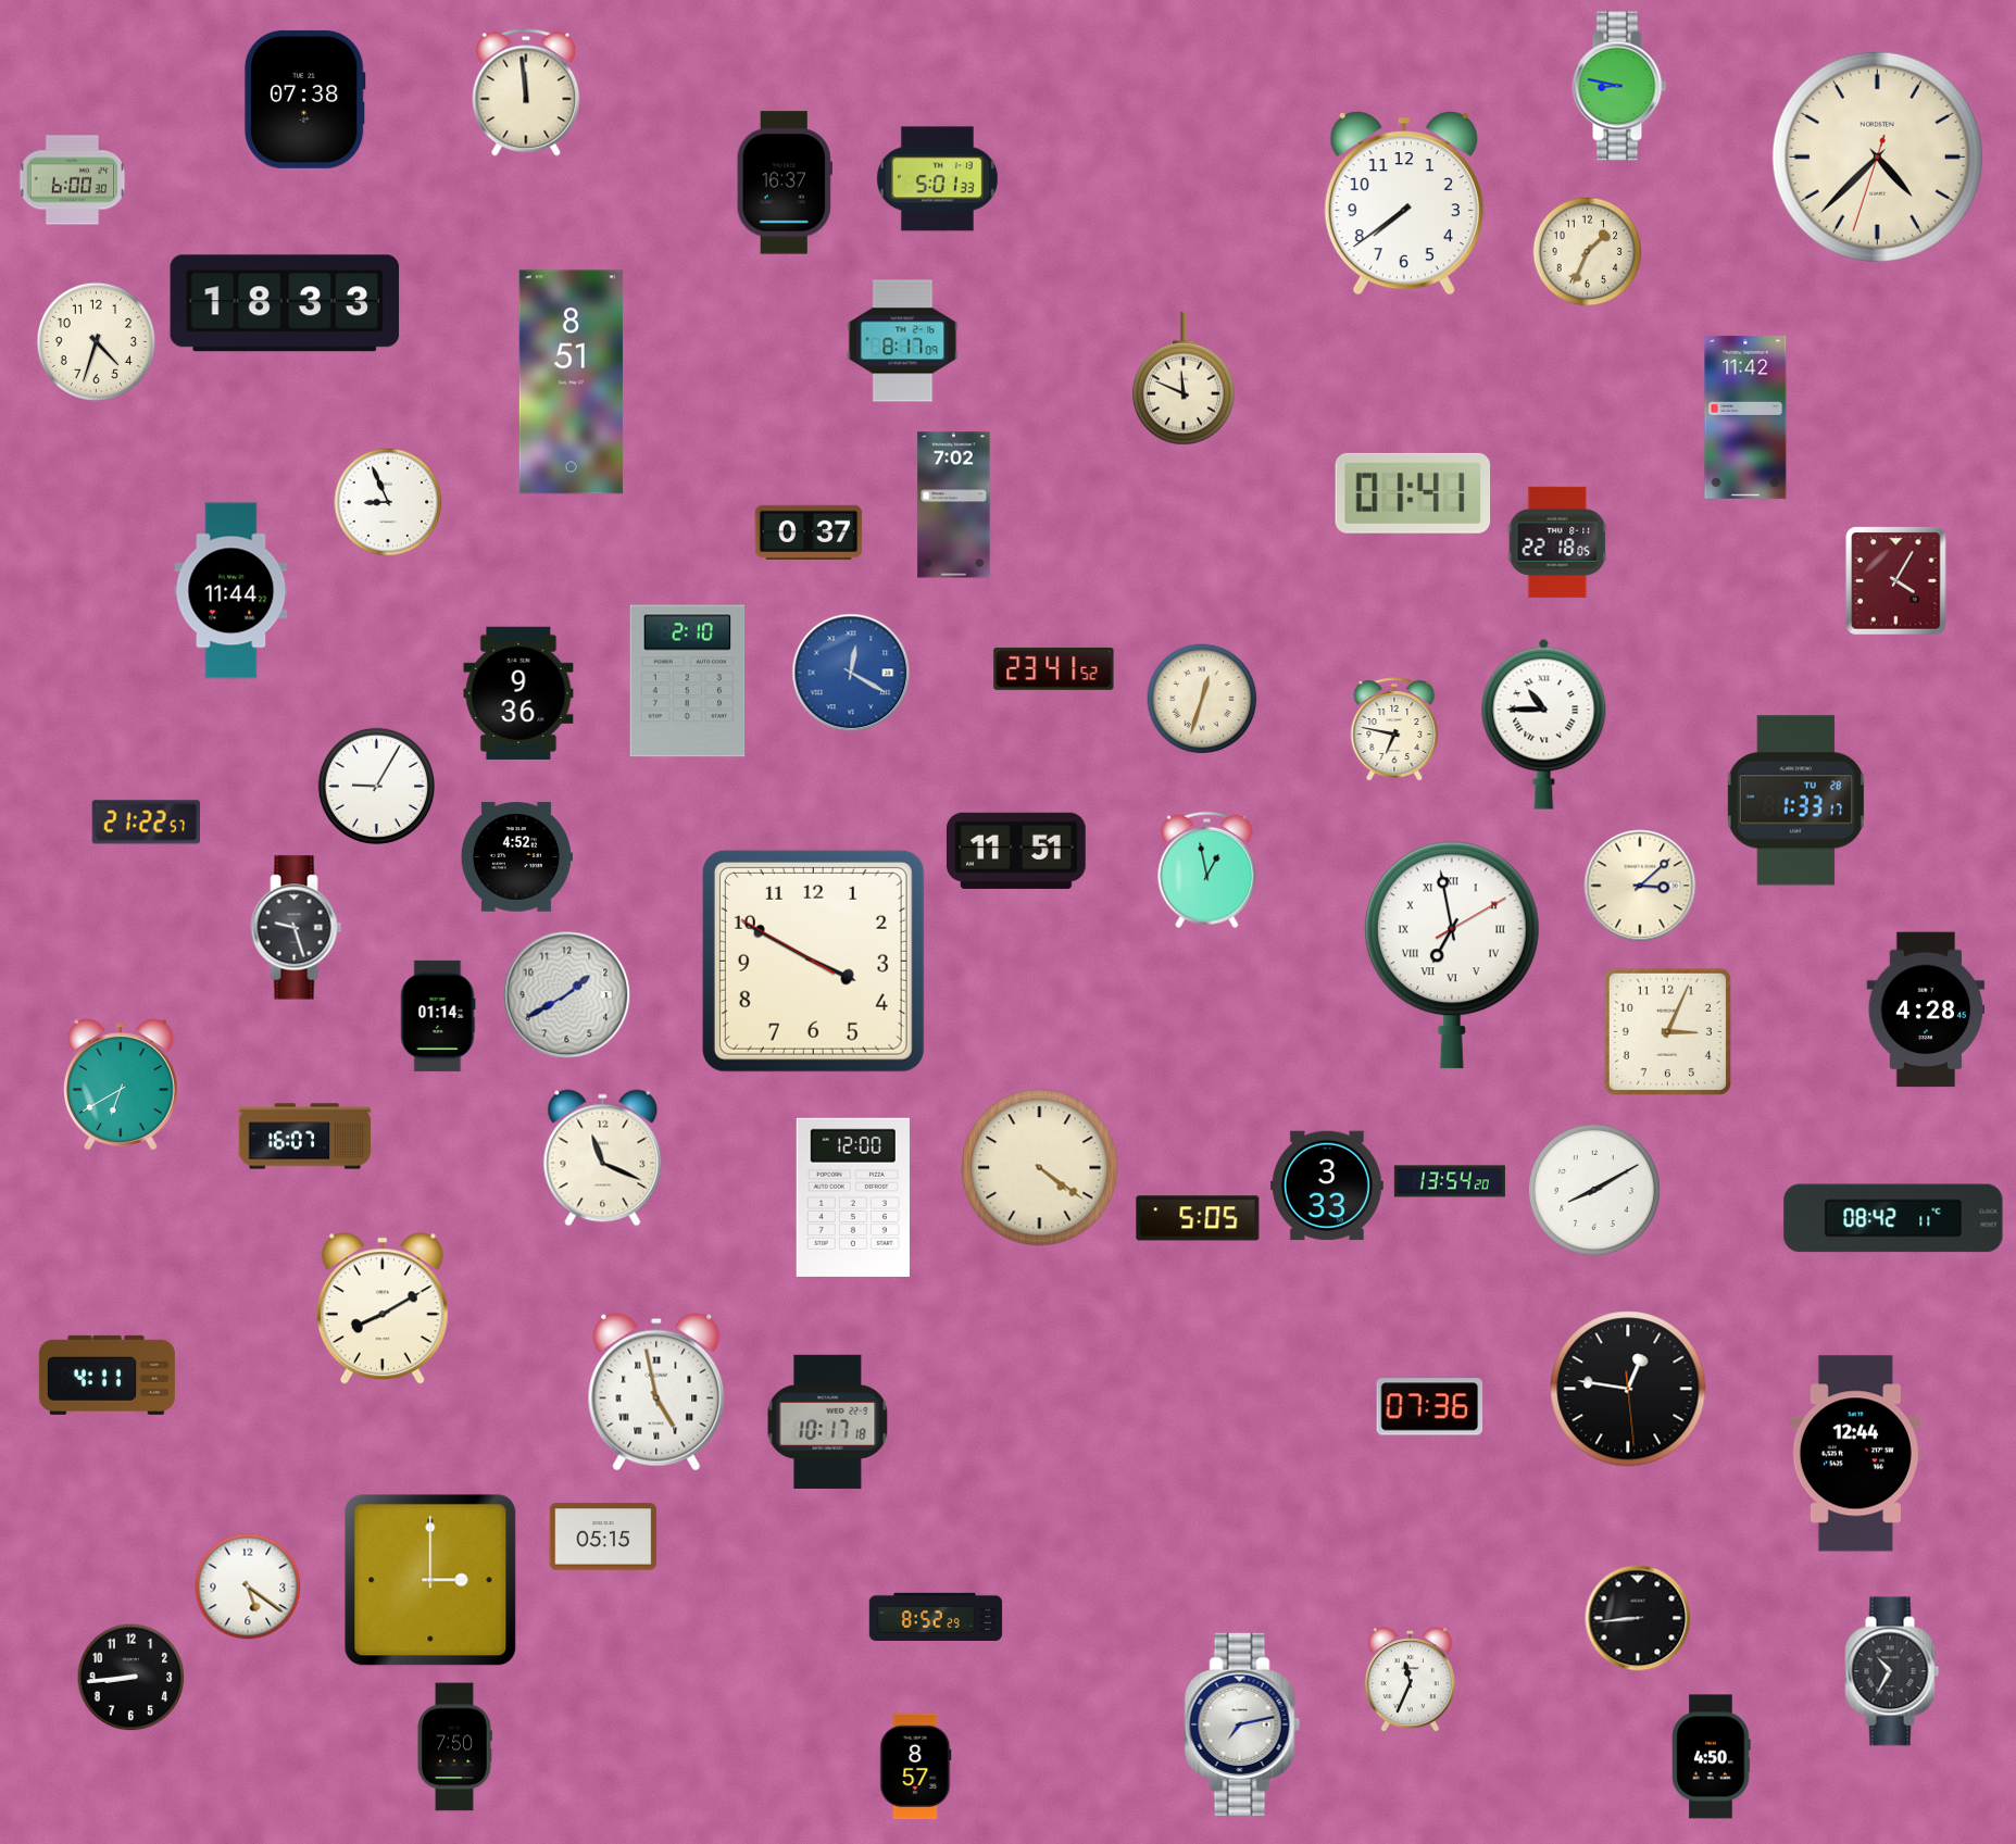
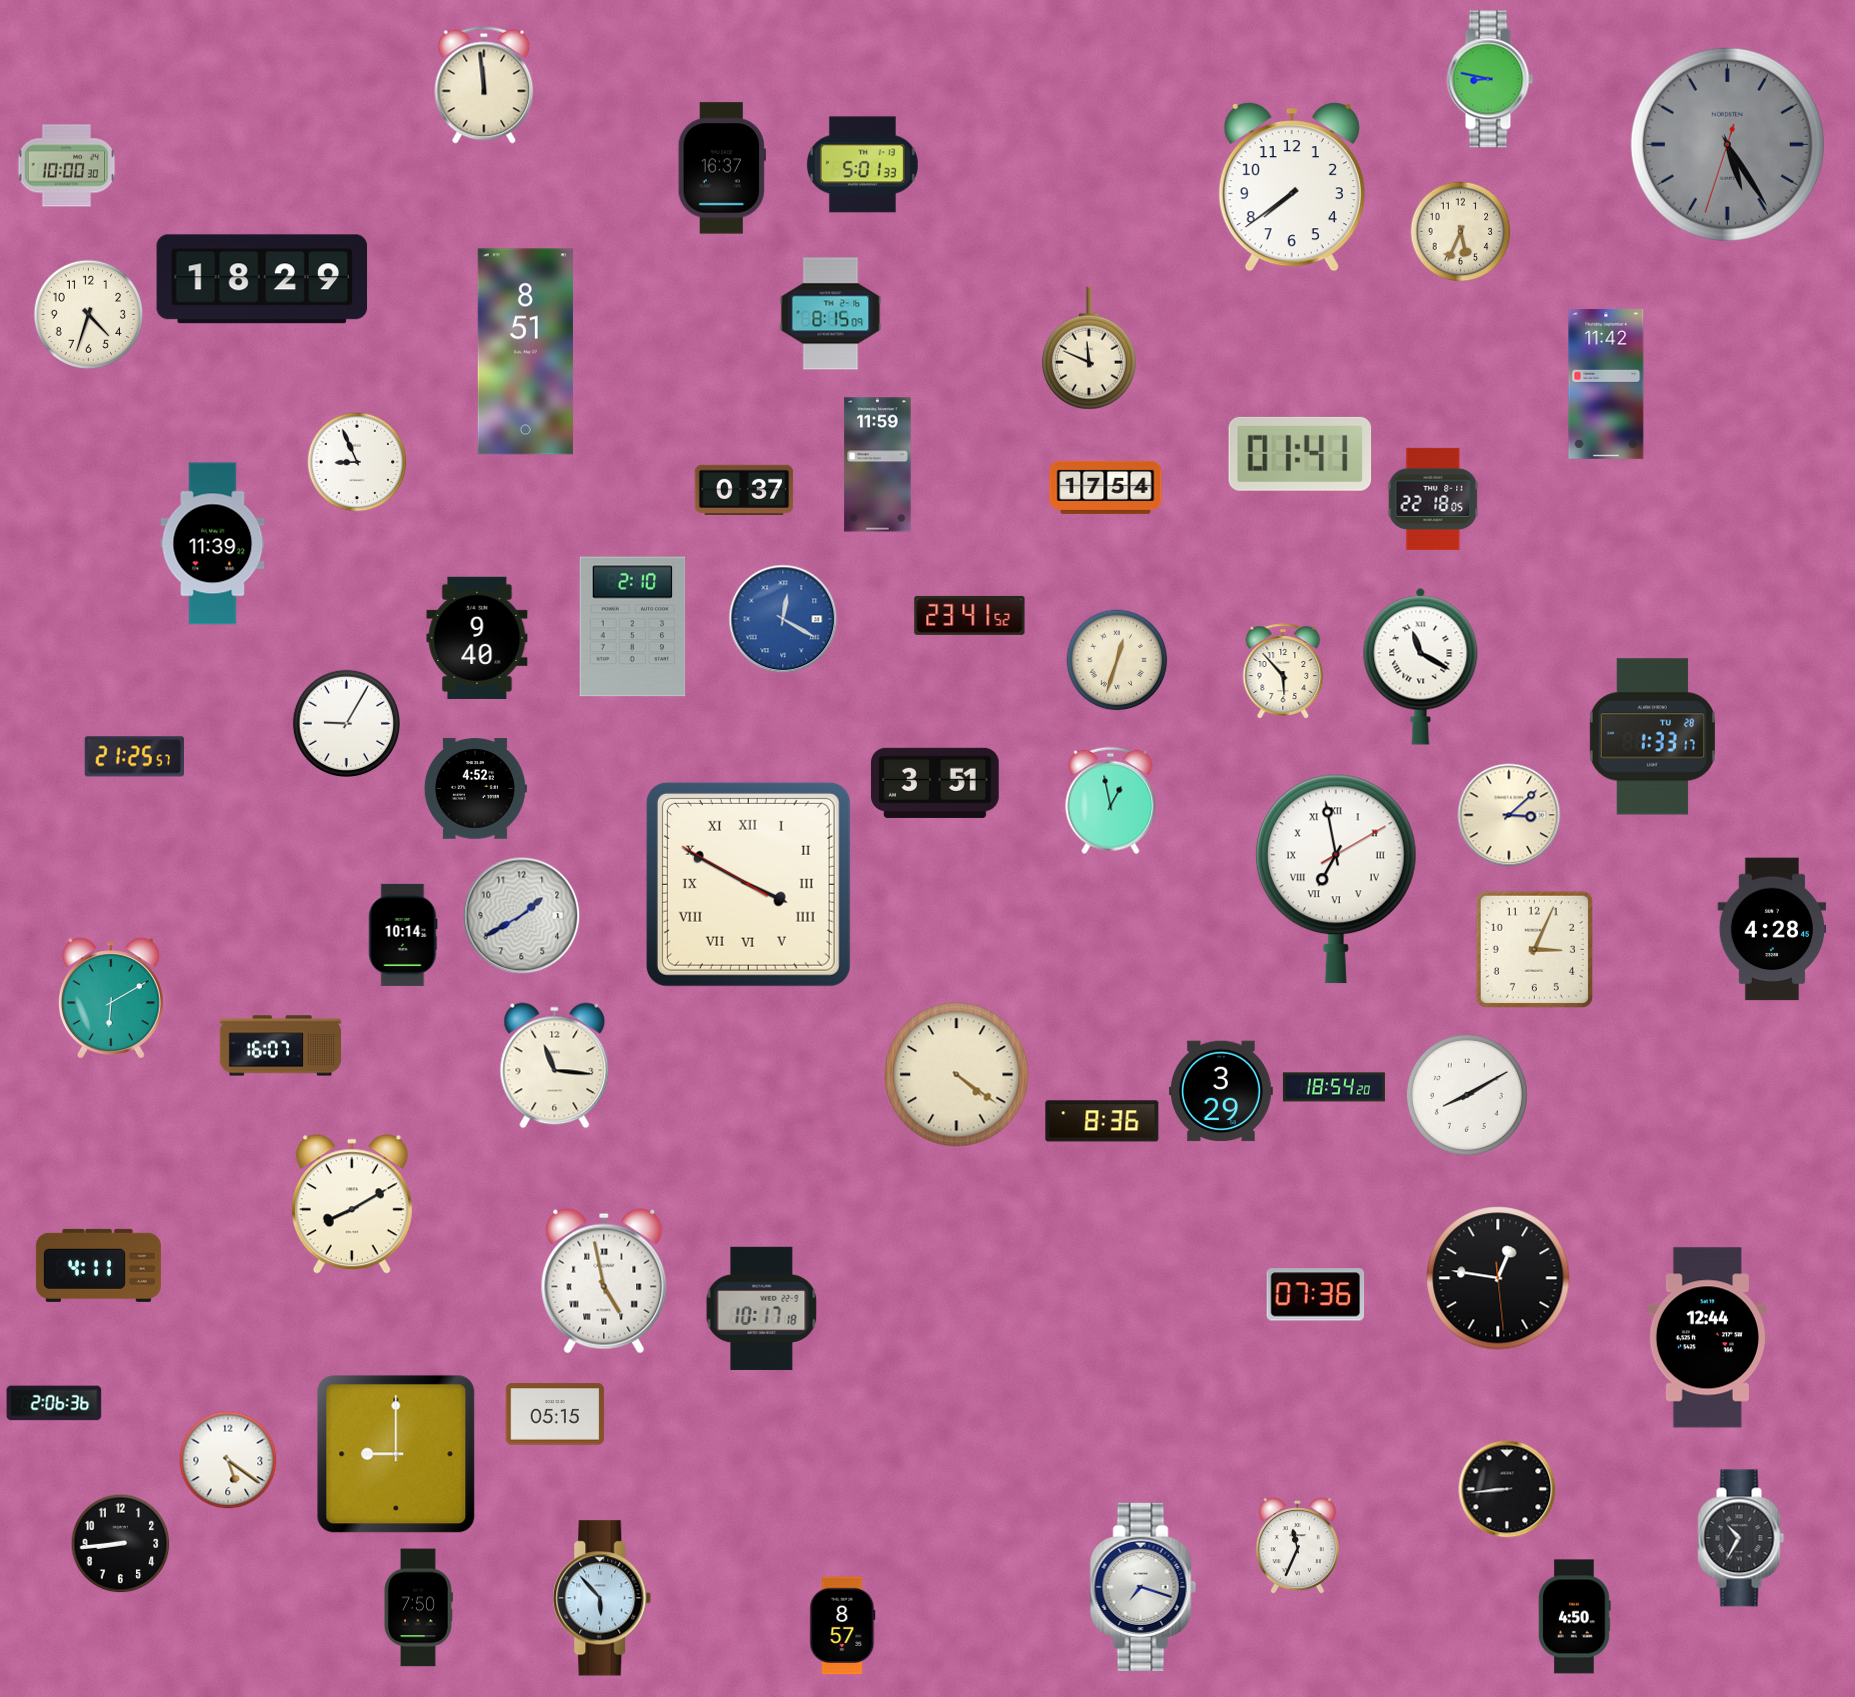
clock at (304, 99): 07:38 -> none
clock at (1877, 156): 4:37 -> 5:24
clock at (1877, 156) dial: cream -> grey
clock at (73, 180): 6:00 -> 10:00
clock at (1588, 252): 1:34 -> 5:34
clock at (285, 303): 18:33 -> 18:29
clock at (903, 341): 8:17 -> 8:15
clock at (954, 505): 7:02 -> 11:59
clock at (1106, 487): none -> 17:54
clock at (1896, 581): 4:05 -> none
clock at (231, 591): 11:44 -> 11:39
clock at (518, 693): 9:36 -> 9:40
clock at (1202, 699) position: (1202, 699) -> (1117, 660)
clock at (1544, 724): 10:45 -> 11:20
clock at (1394, 729): 6:47 -> 5:53
clock at (146, 823): 21:22 -> 21:25
clock at (1016, 851): 11:51 -> 3:51
clock at (297, 928): 9:27 -> none
clock at (813, 961) numerals: Arabic -> Roman
clock at (438, 1016): 01:14 -> 10:14
clock at (121, 1084): 6:40 -> 6:10
clock at (603, 1158): 11:19 -> 11:16
clock at (1450, 1181): 13:54 -> 18:54
clock at (1327, 1186): 3:33 -> 3:29
clock at (853, 1197): 12:00 -> none
clock at (1198, 1218): 5:05 -> 8:36
clock at (1893, 1218): 08:42 -> none
clock at (54, 1403): none -> 2:06
clock at (430, 1580): 3:00 -> 9:00
clock at (936, 1616): 8:52 -> none
clock at (1242, 1724): 7:13 -> 7:18
clock at (602, 1598): none -> 5:53
